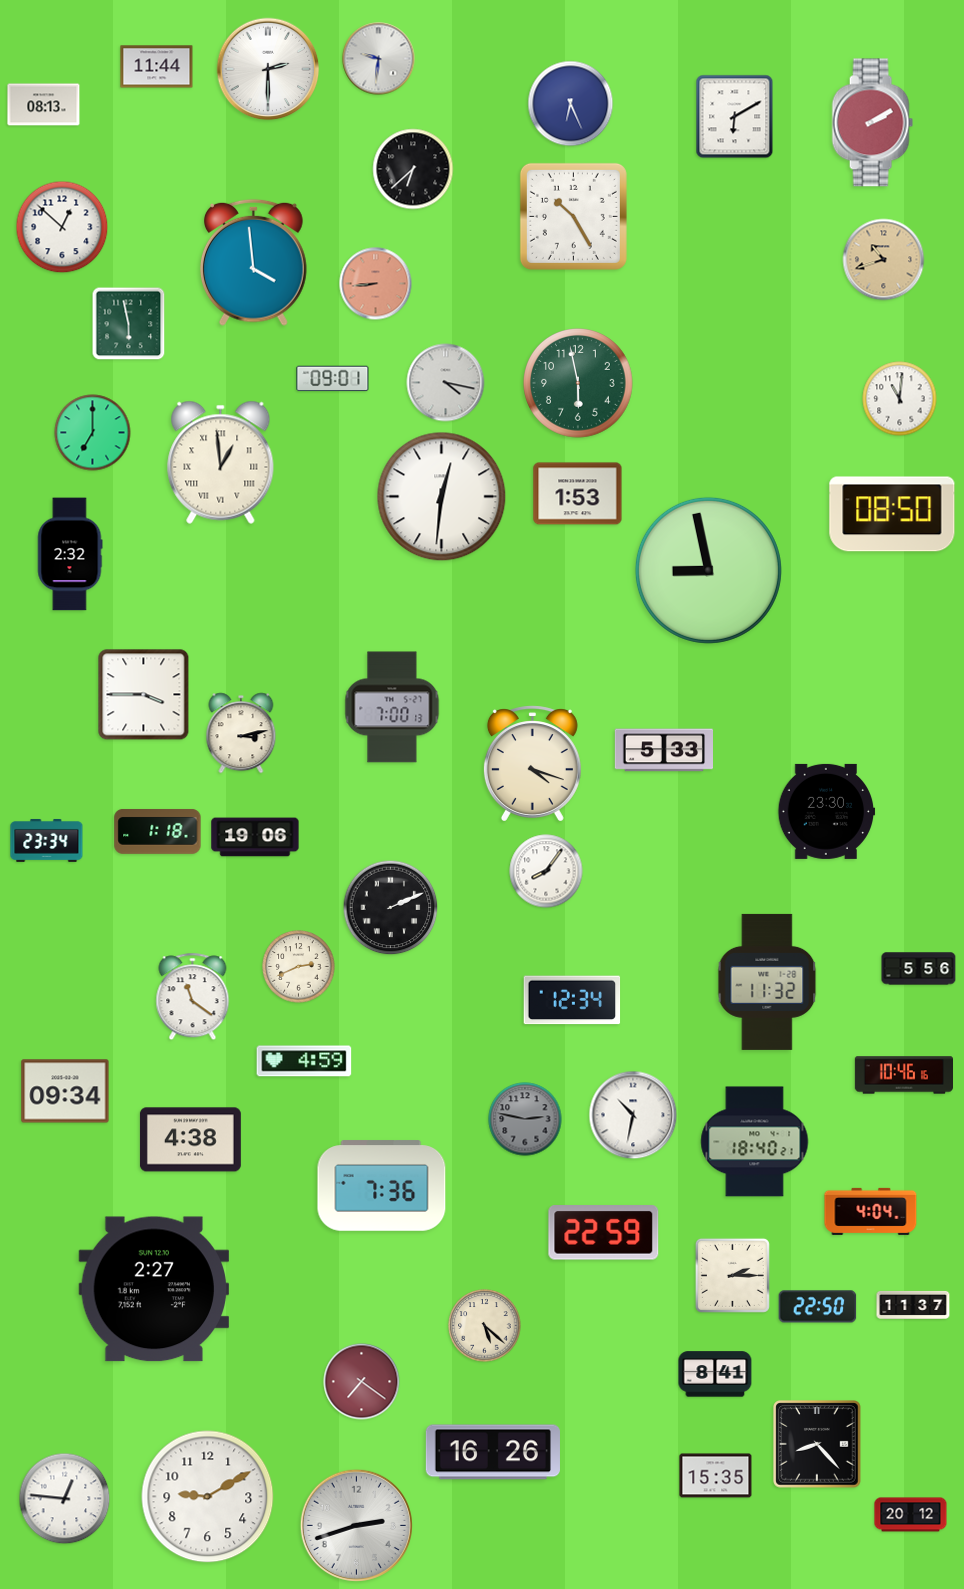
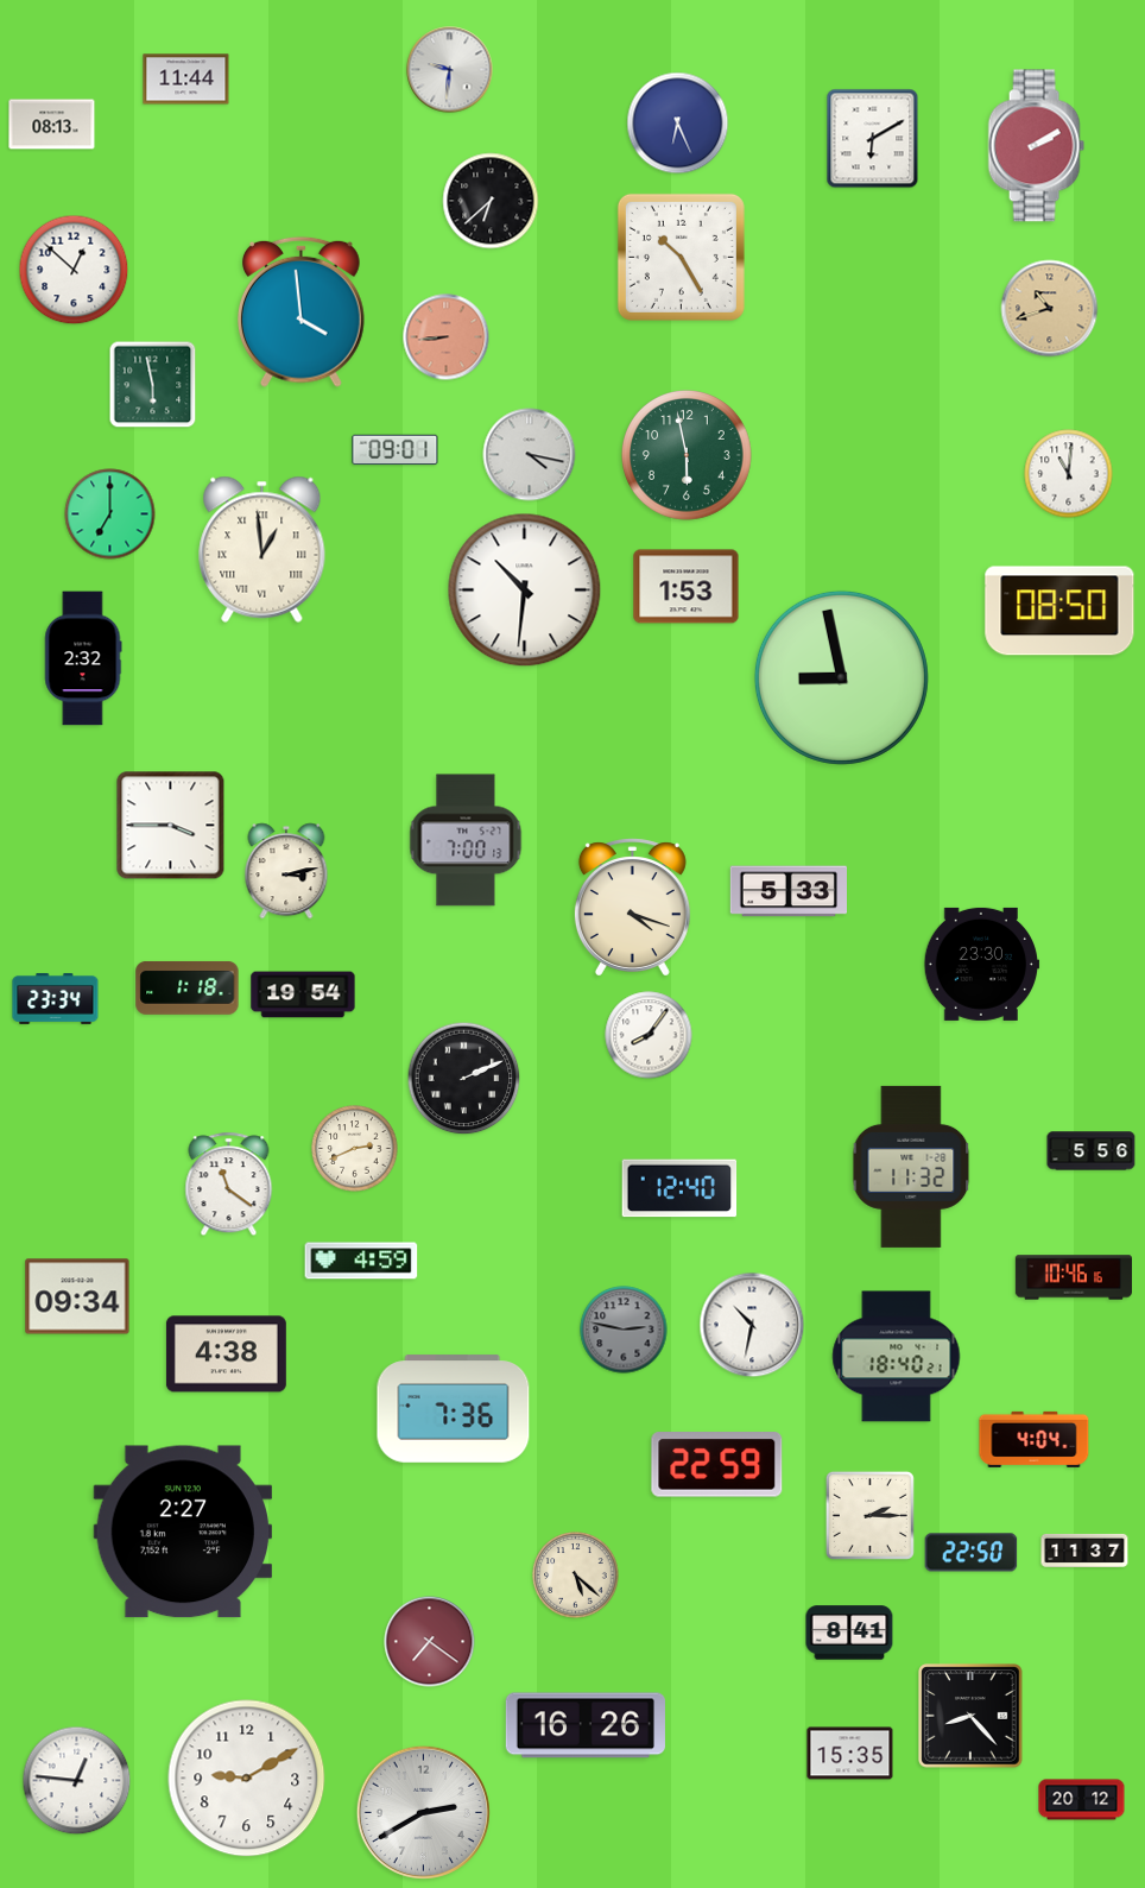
clock at (268, 69): 2:30 -> none
clock at (442, 497): 12:31 -> 10:31
clock at (255, 837): 19:06 -> 19:54
clock at (572, 1000): 12:34 -> 12:40
clock at (356, 1525): 2:42 -> 2:40
